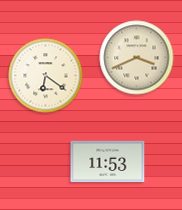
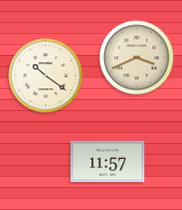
clock at (46, 76): 6:21 -> 10:21
clock at (108, 162): 11:53 -> 11:57
